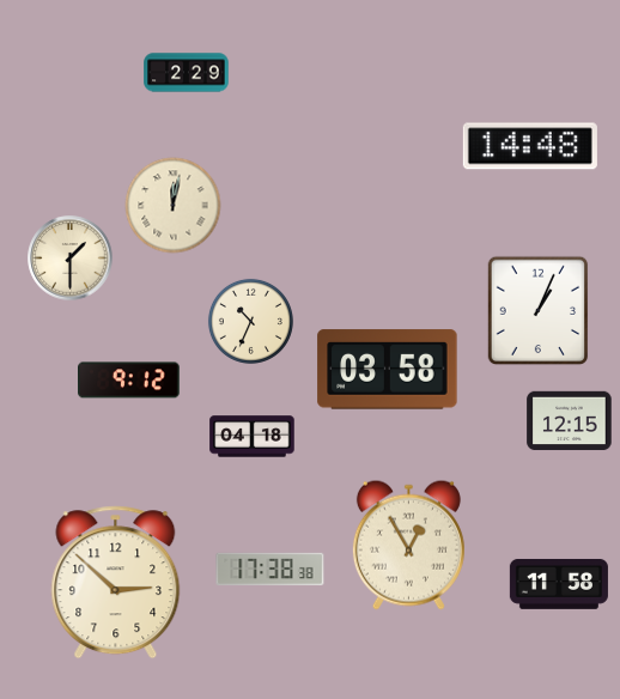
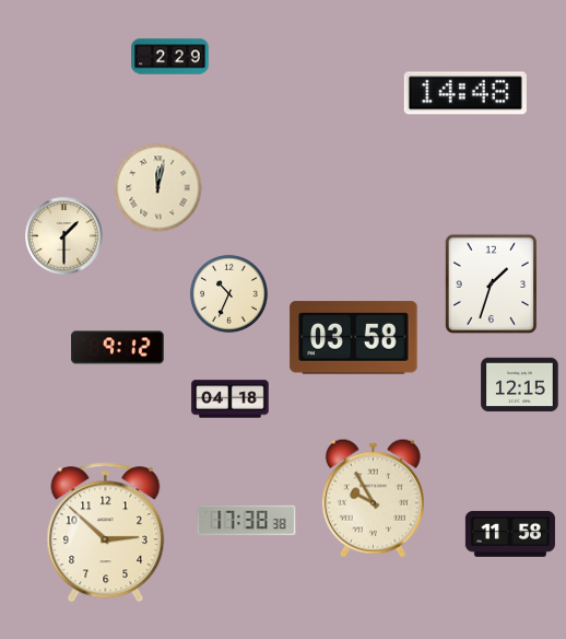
clock at (187, 73) position: (187, 73) -> (170, 57)
clock at (530, 146) position: (530, 146) -> (465, 93)
clock at (539, 311): 1:04 -> 1:33
clock at (408, 545): 12:55 -> 9:55
